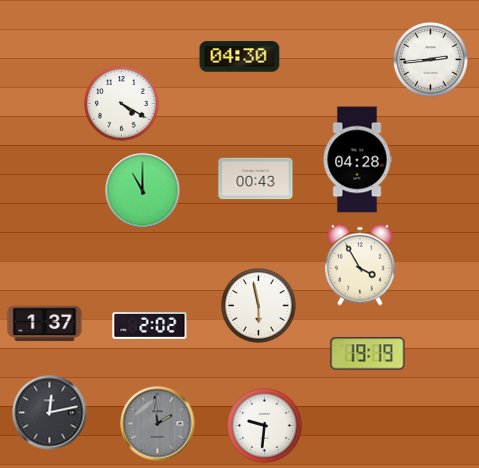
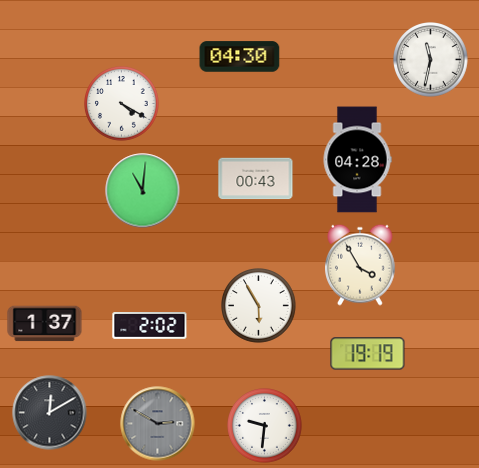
clock at (431, 60): 2:44 -> 11:32
clock at (143, 191): 11:00 -> 11:01
clock at (259, 306): 5:58 -> 5:55
clock at (50, 413): 12:13 -> 12:10
clock at (158, 424): 1:59 -> 2:50
